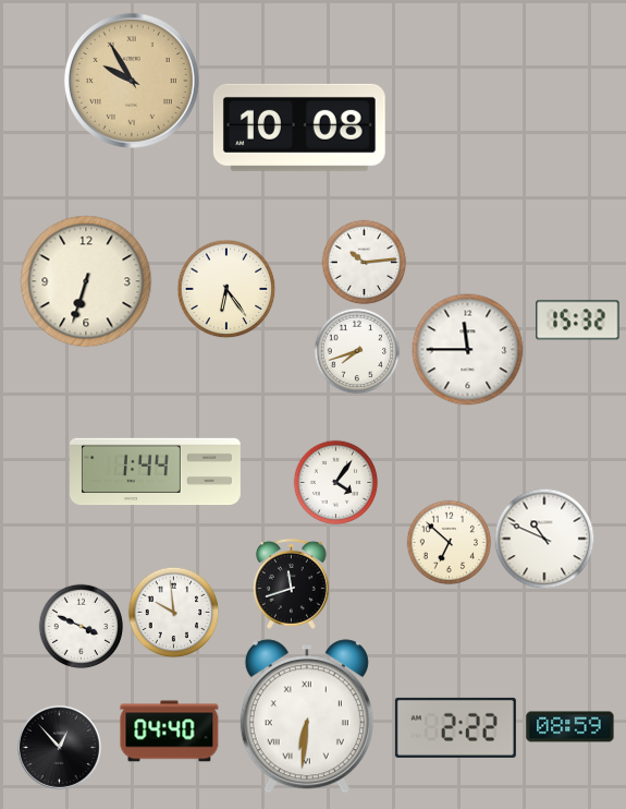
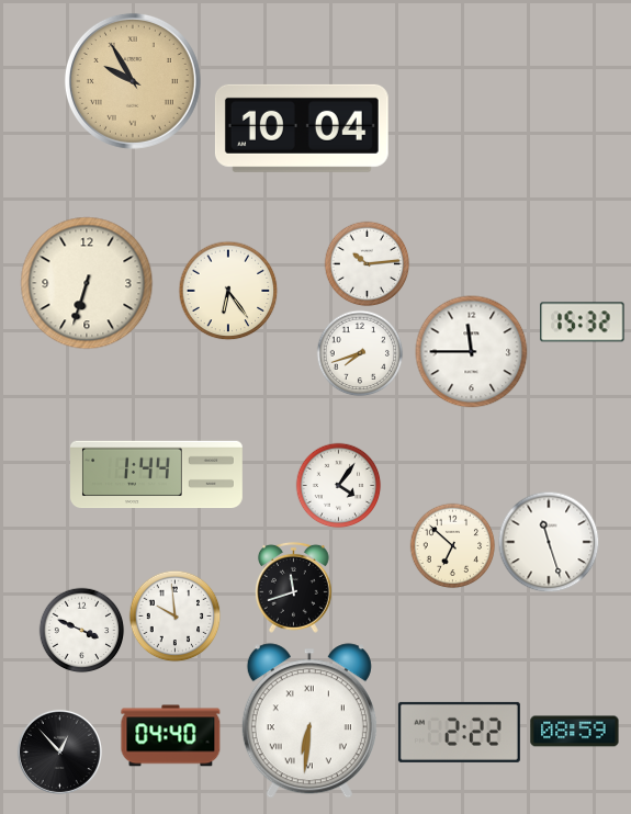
clock at (299, 128): 10:08 -> 10:04
clock at (544, 539): 10:49 -> 11:27
